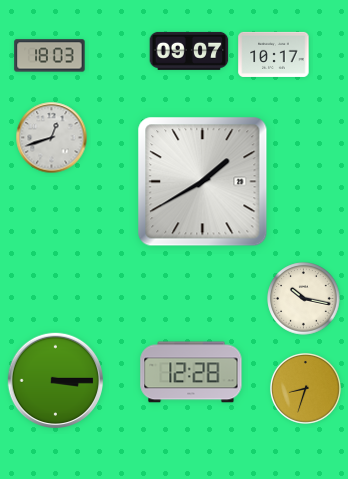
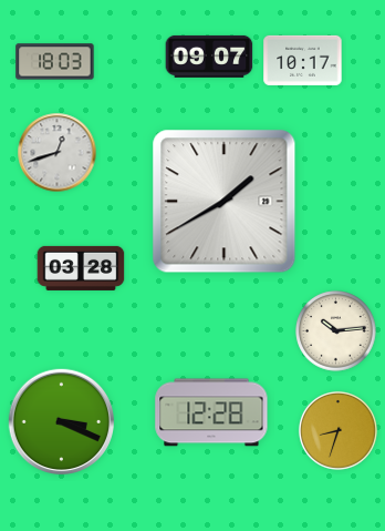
clock at (81, 268): none -> 03:28
clock at (304, 299): 10:17 -> 10:14
clock at (56, 381): 3:15 -> 3:19
